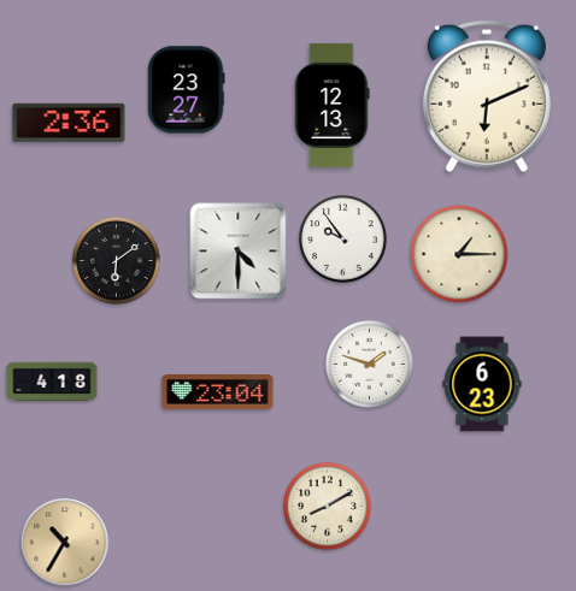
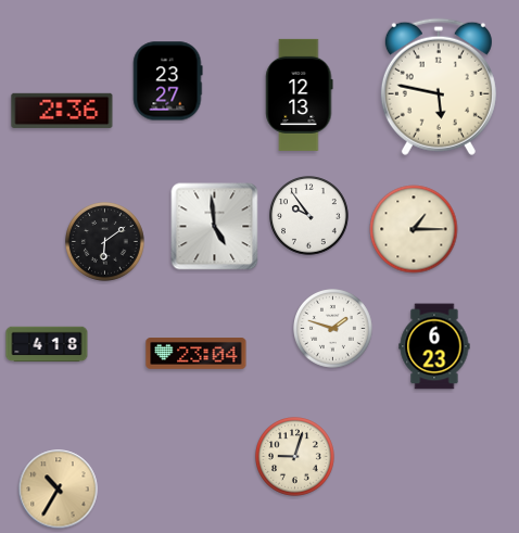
clock at (487, 96): 6:11 -> 5:47
clock at (239, 252): 4:30 -> 4:59
clock at (117, 261) position: (117, 261) -> (105, 242)
clock at (328, 507): 8:10 -> 9:03
